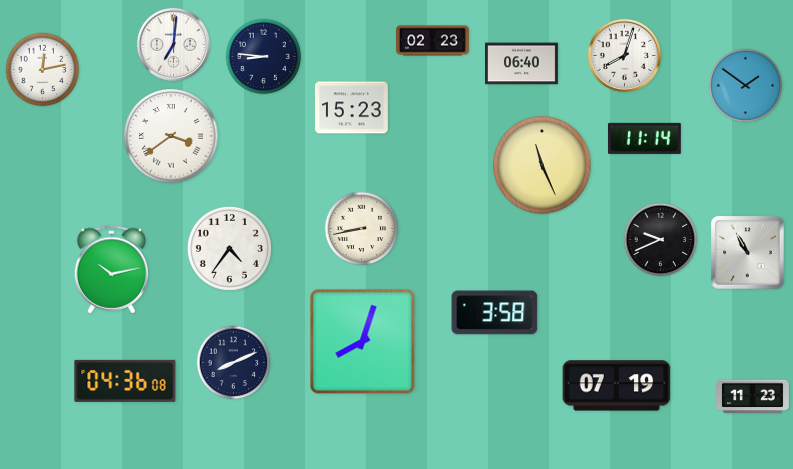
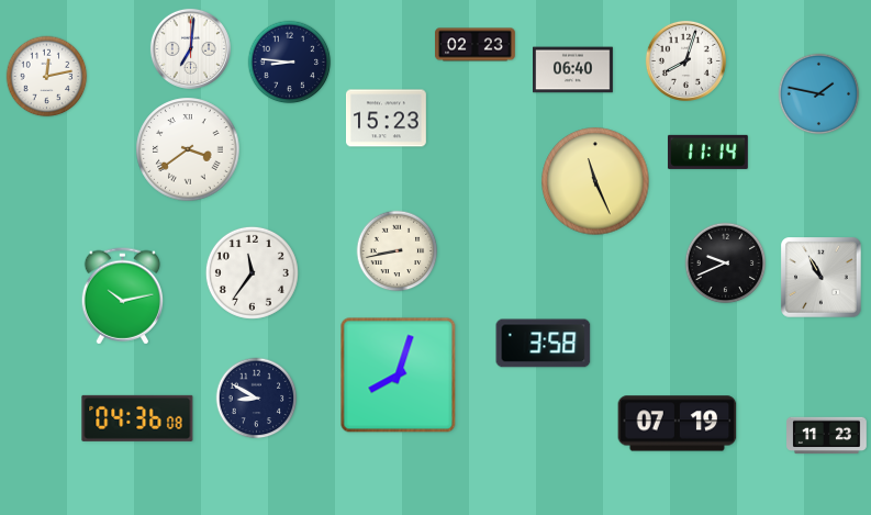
clock at (746, 86): 1:51 -> 1:47
clock at (229, 248): 4:36 -> 11:36
clock at (234, 363): 8:11 -> 8:50
